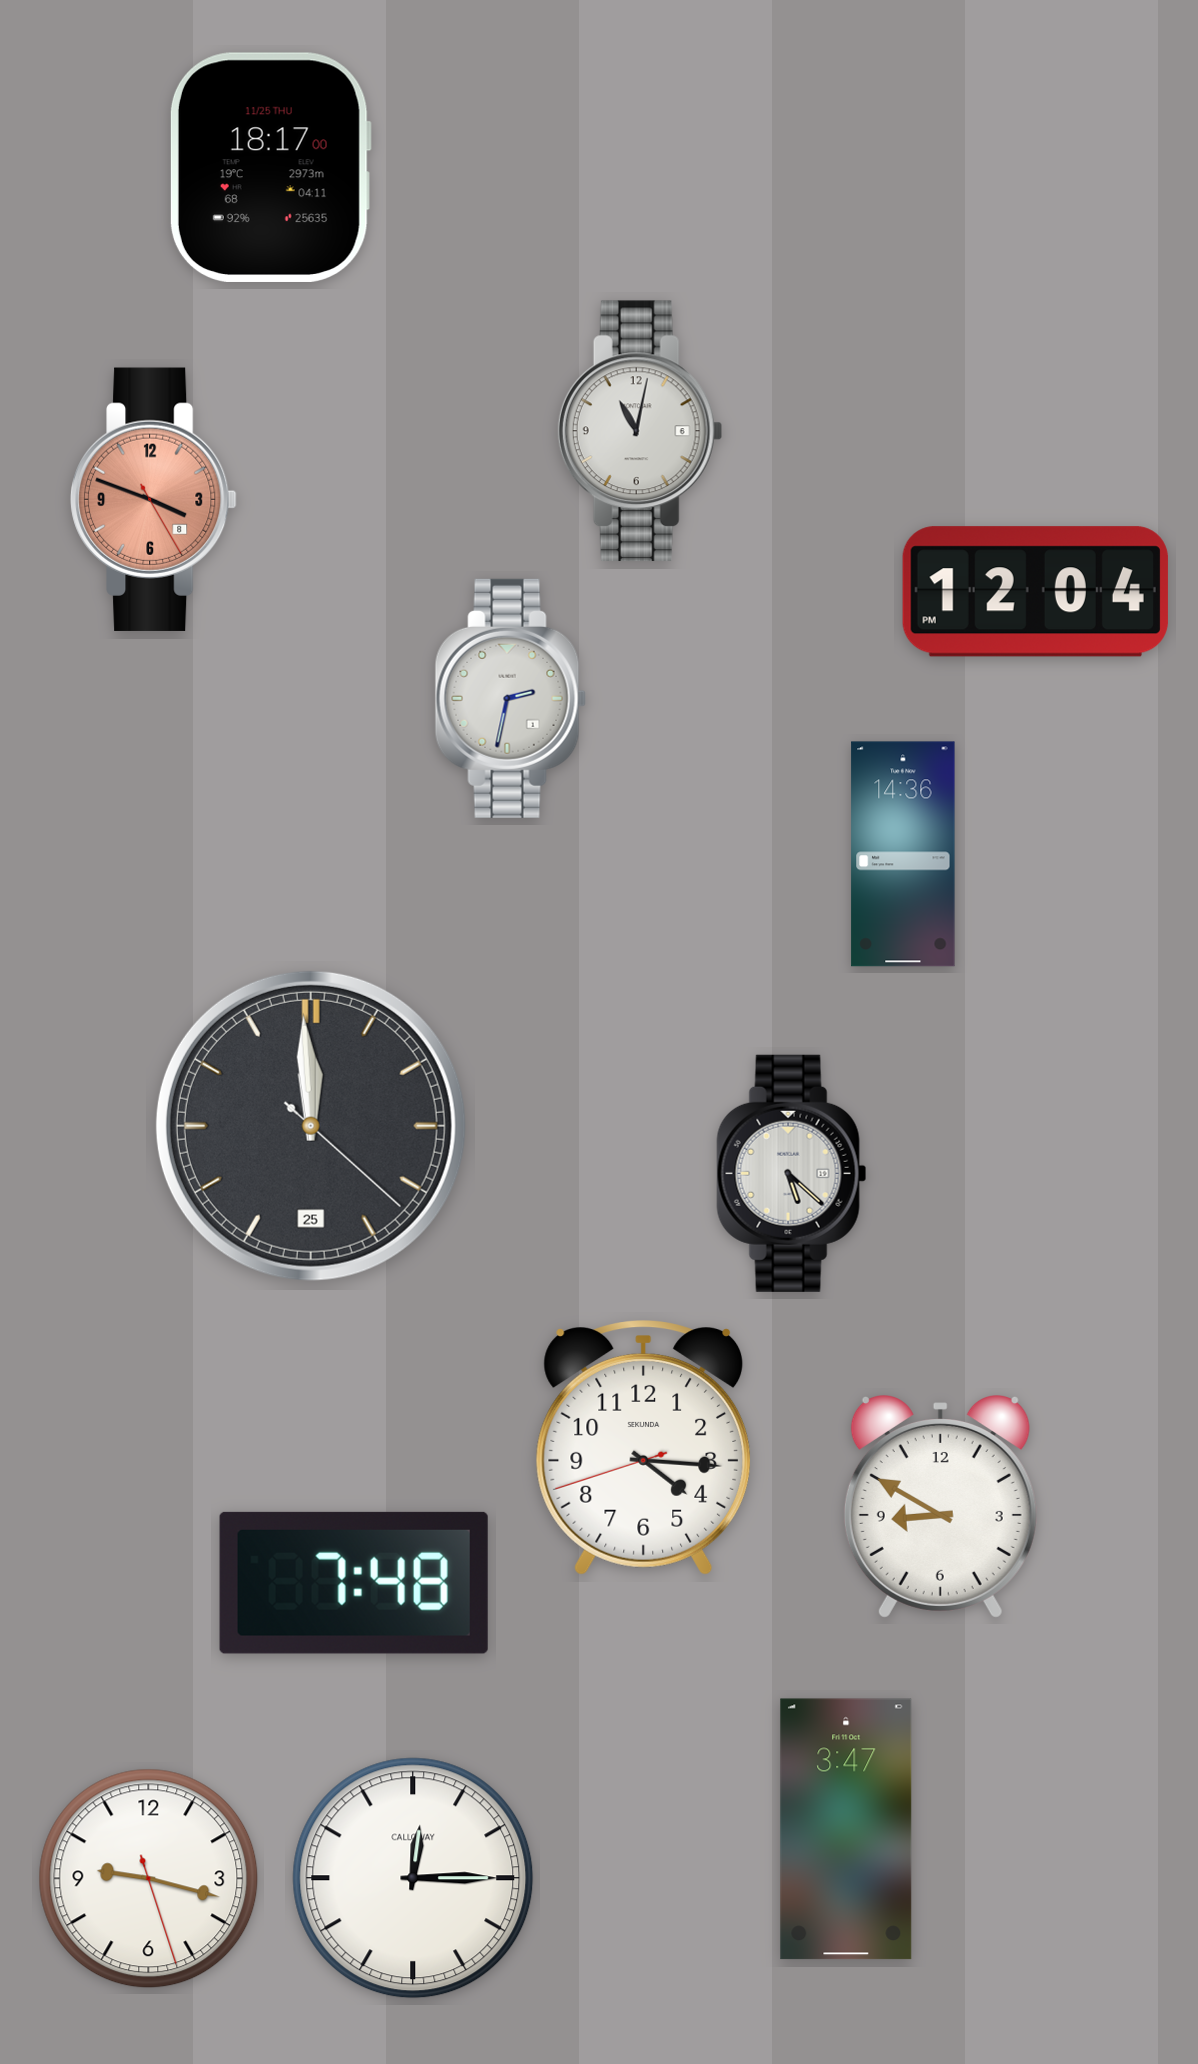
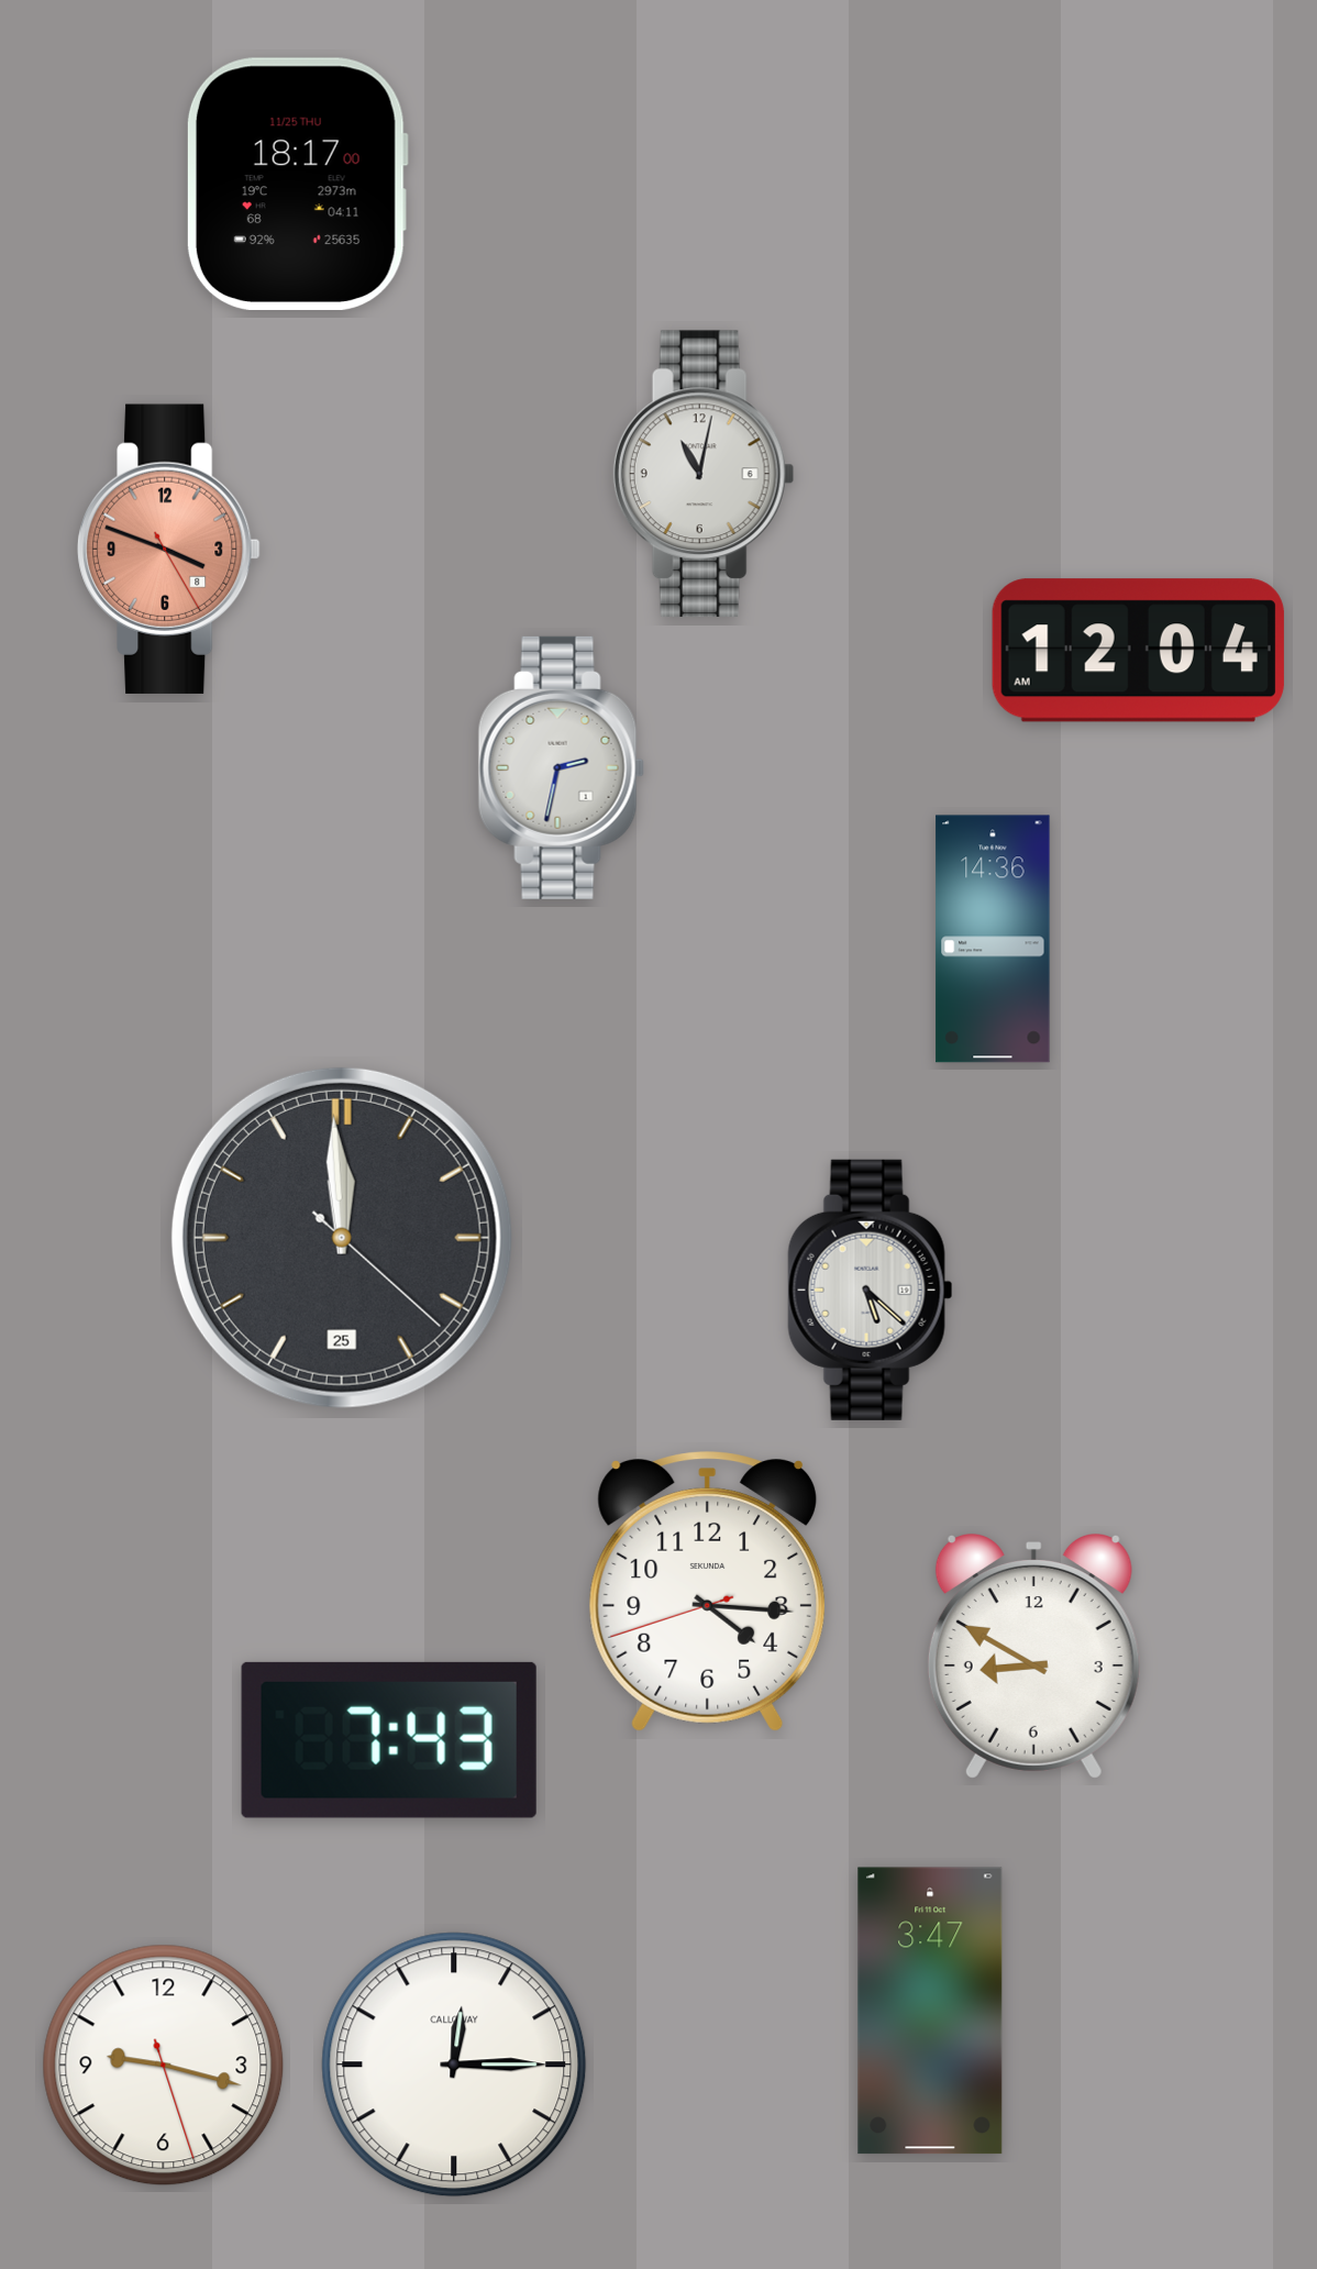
clock at (1035, 592): 12:04 PM -> 12:04 AM
clock at (354, 1583): 7:48 -> 7:43
